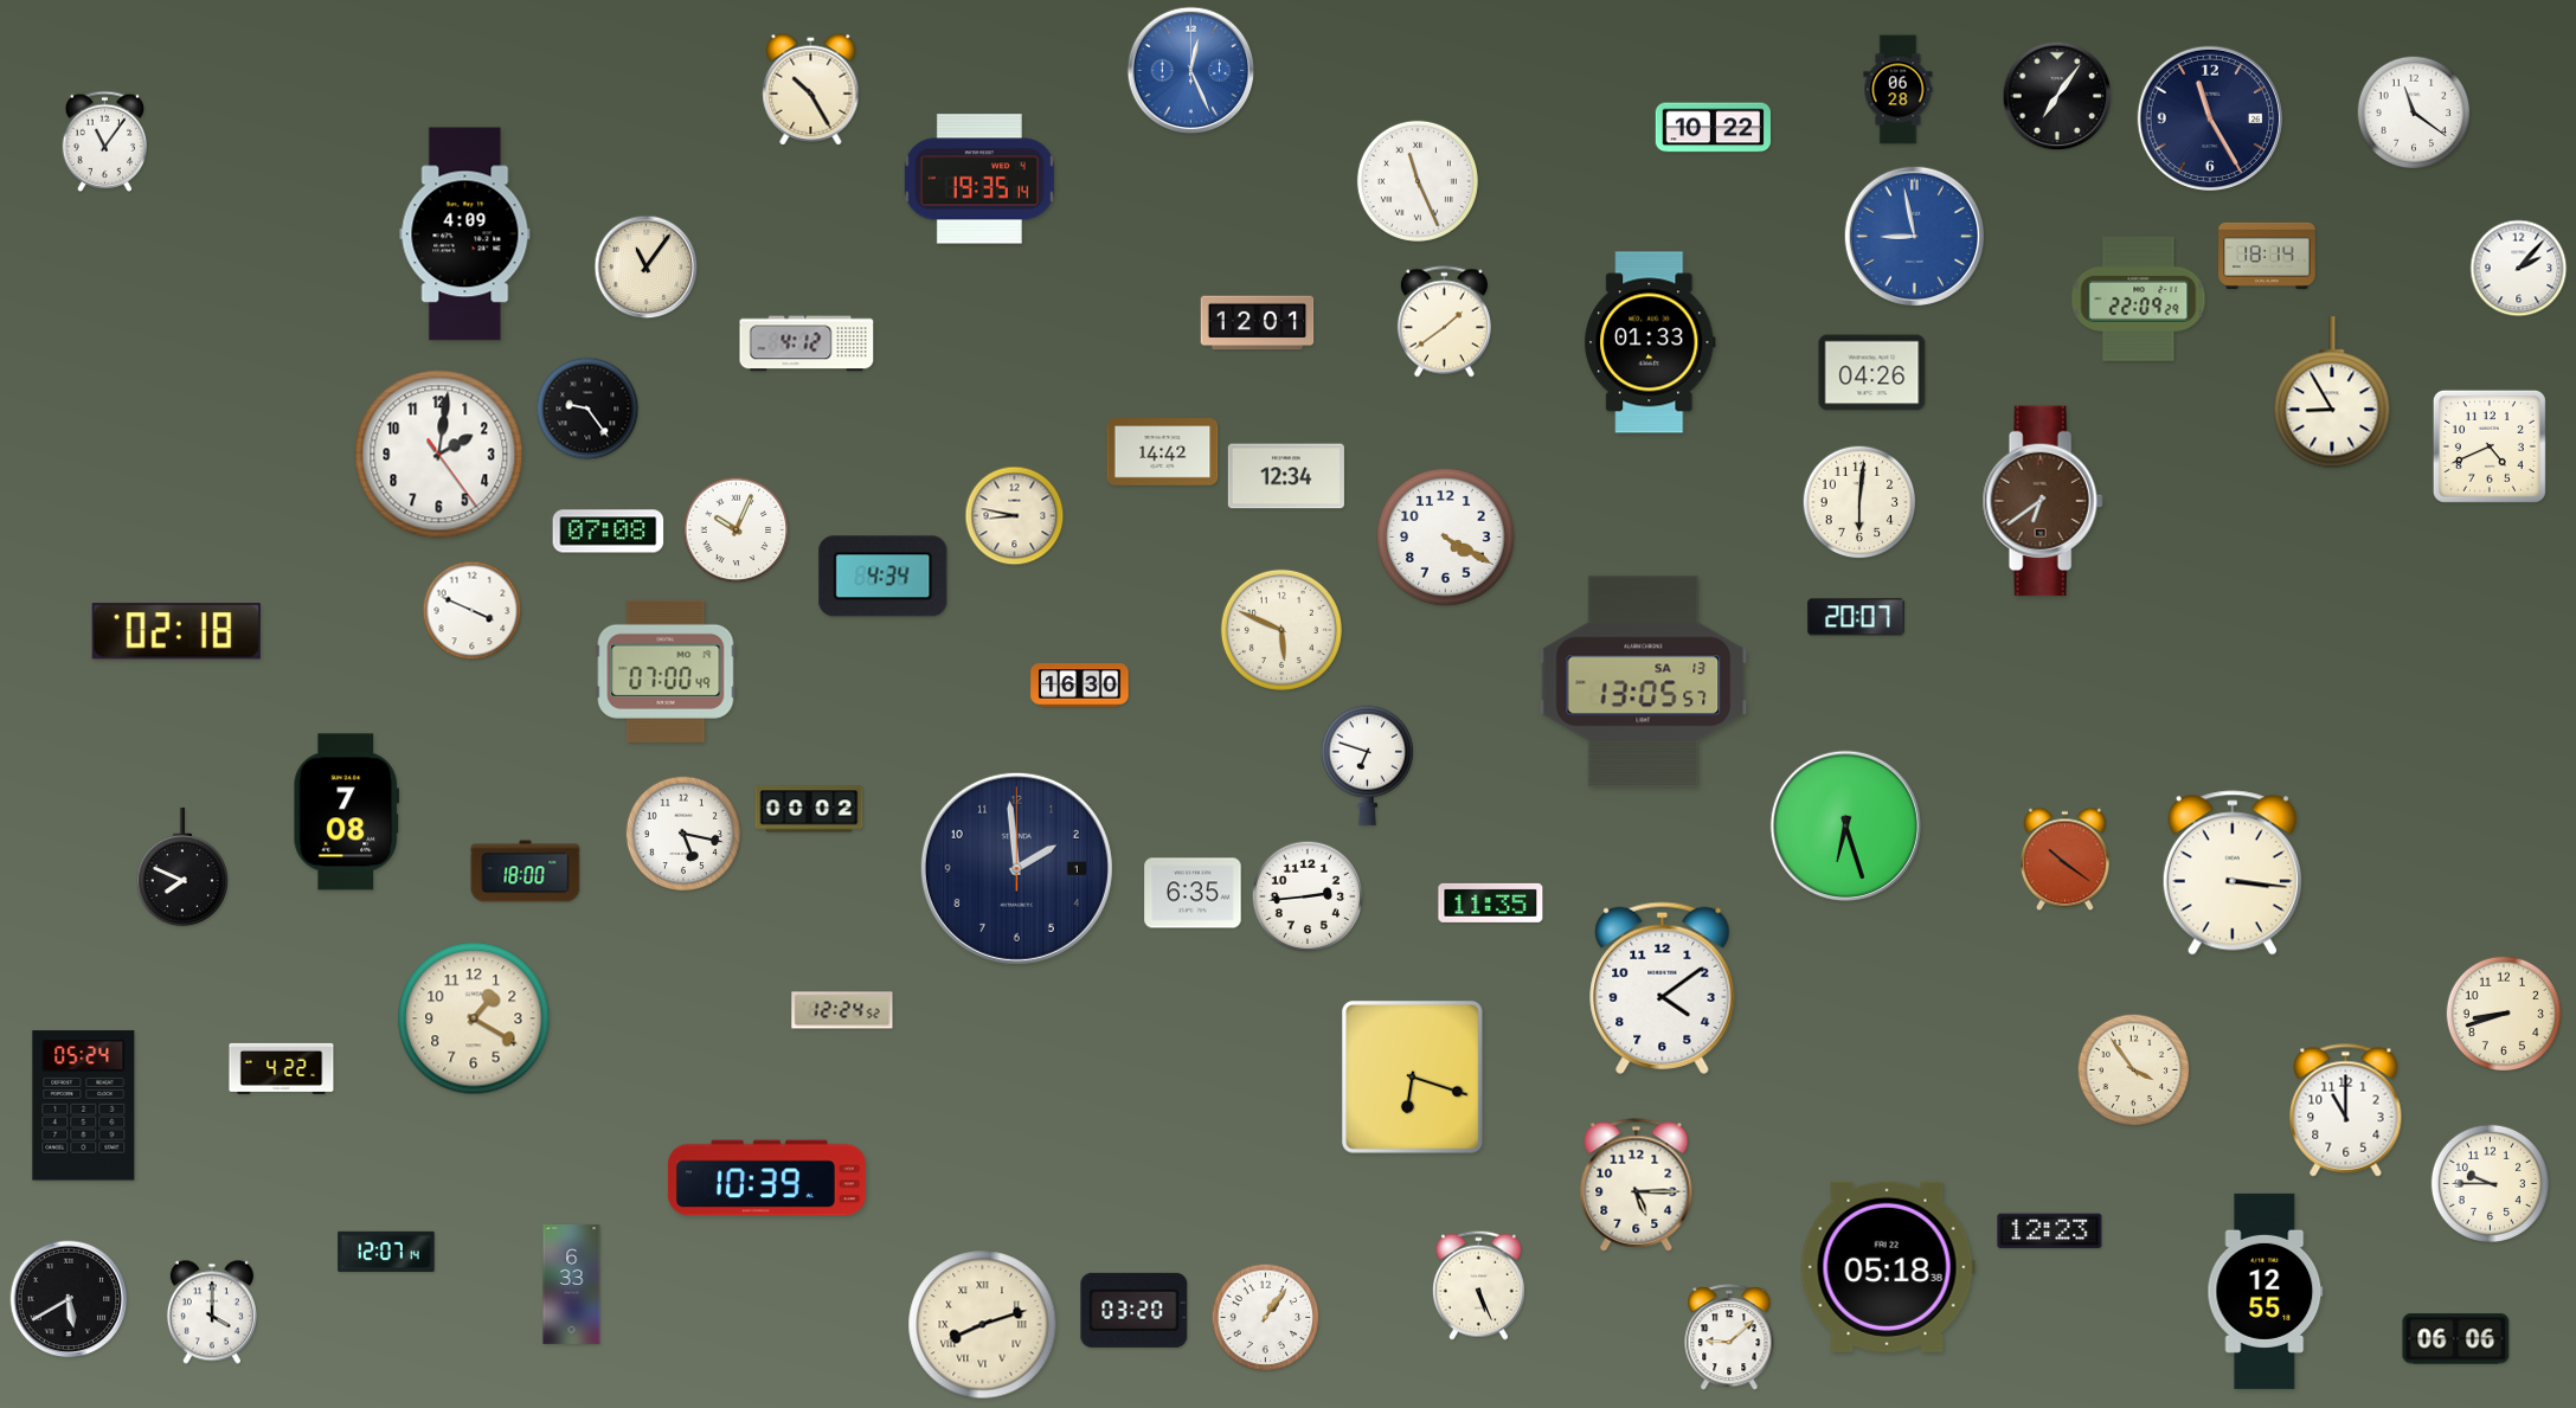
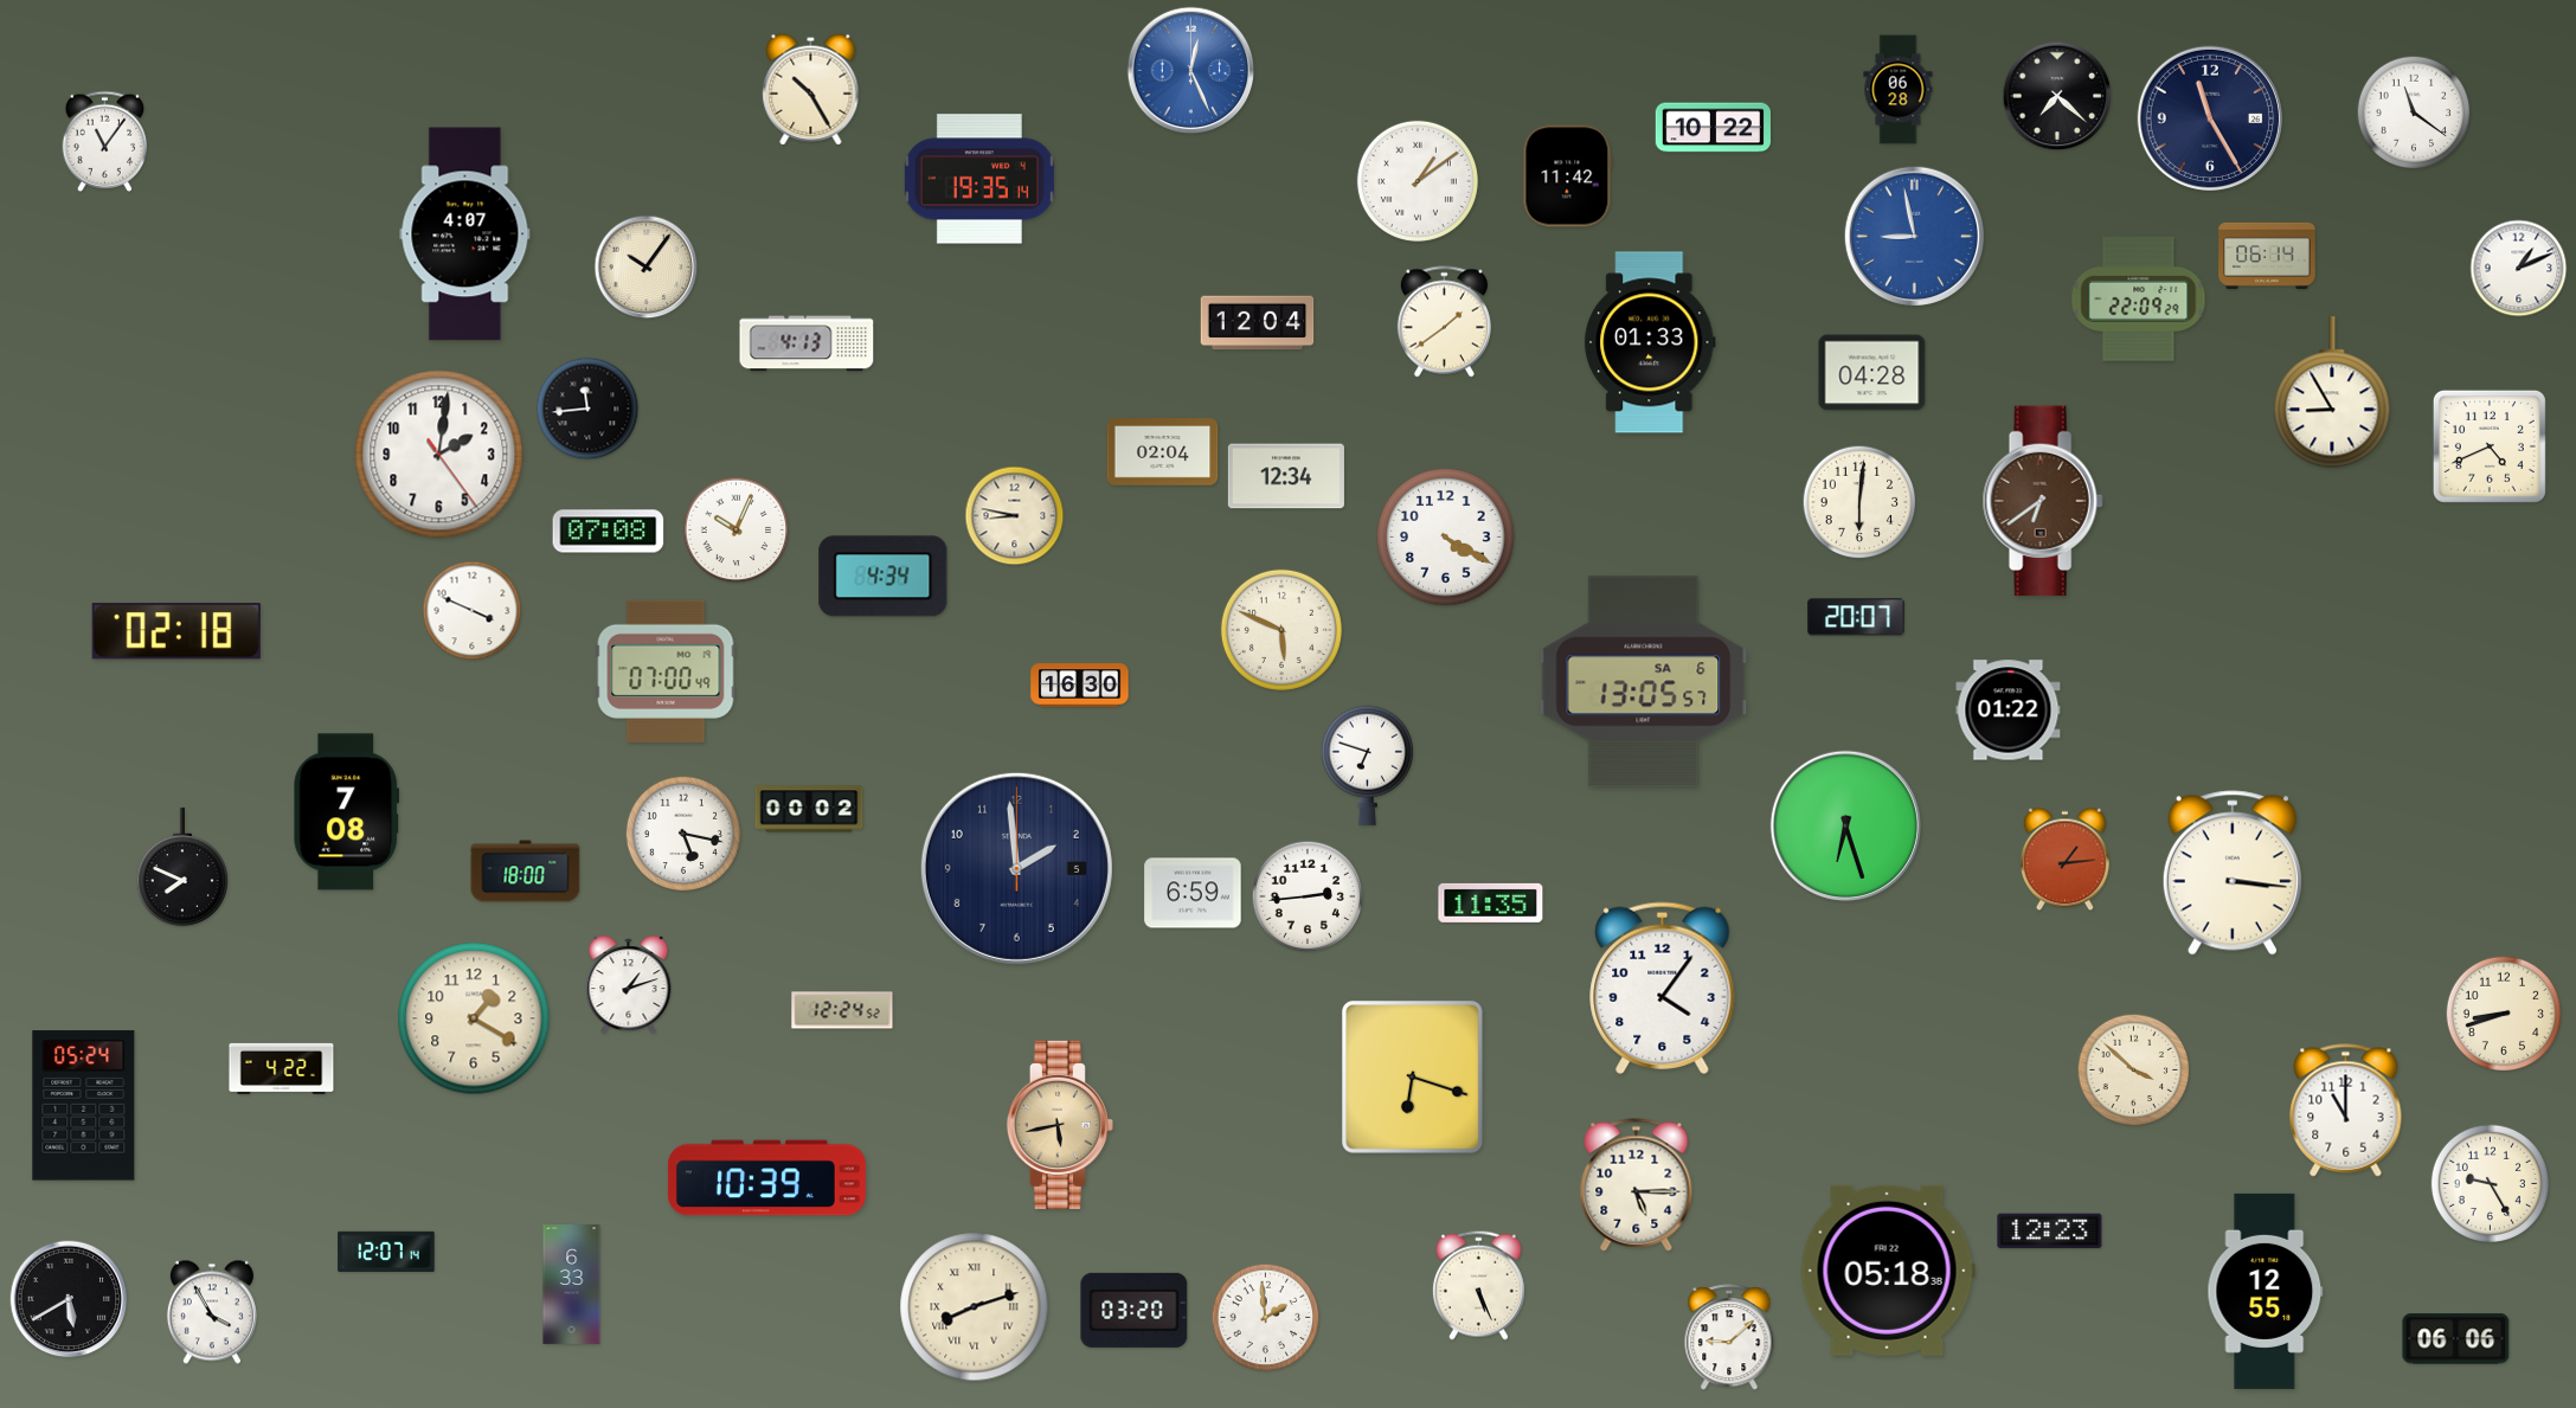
clock at (2057, 96): 7:06 -> 7:22
clock at (1568, 176): none -> 11:42
clock at (1418, 181): 11:26 -> 1:09
clock at (465, 234): 4:09 -> 4:07
clock at (2267, 256): 18:14 -> 06:14
clock at (647, 268): 11:06 -> 10:06
clock at (2519, 269): 2:07 -> 1:11
clock at (1258, 323): 12:01 -> 12:04
clock at (807, 343): 4:12 -> 4:13
clock at (1872, 373): 04:26 -> 04:28
clock at (587, 409): 9:24 -> 11:44
clock at (1163, 452): 14:42 -> 02:04
clock at (1644, 682) date: SA 13 -> SA 6
clock at (2009, 711): none -> 01:22
clock at (2064, 860): 10:21 -> 1:14
clock at (1016, 868) date: 1 -> 5
clock at (1193, 893): 6:35 -> 6:59
clock at (629, 985): none -> 1:12
clock at (1663, 988): 4:09 -> 4:06
clock at (2134, 1071): 3:54 -> 3:52
clock at (1060, 1125): none -> 5:43
clock at (2490, 1183): 9:45 -> 9:25
clock at (1888, 1267) position: (1888, 1267) -> (1888, 1271)
clock at (212, 1312): 4:00 -> 3:55
clock at (1266, 1318): 1:06 -> 1:59
clock at (983, 1325) position: (983, 1325) -> (975, 1307)
